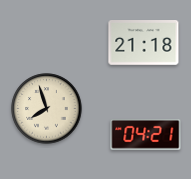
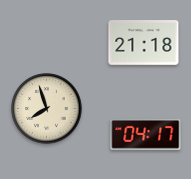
clock at (146, 134): 04:21 -> 04:17
